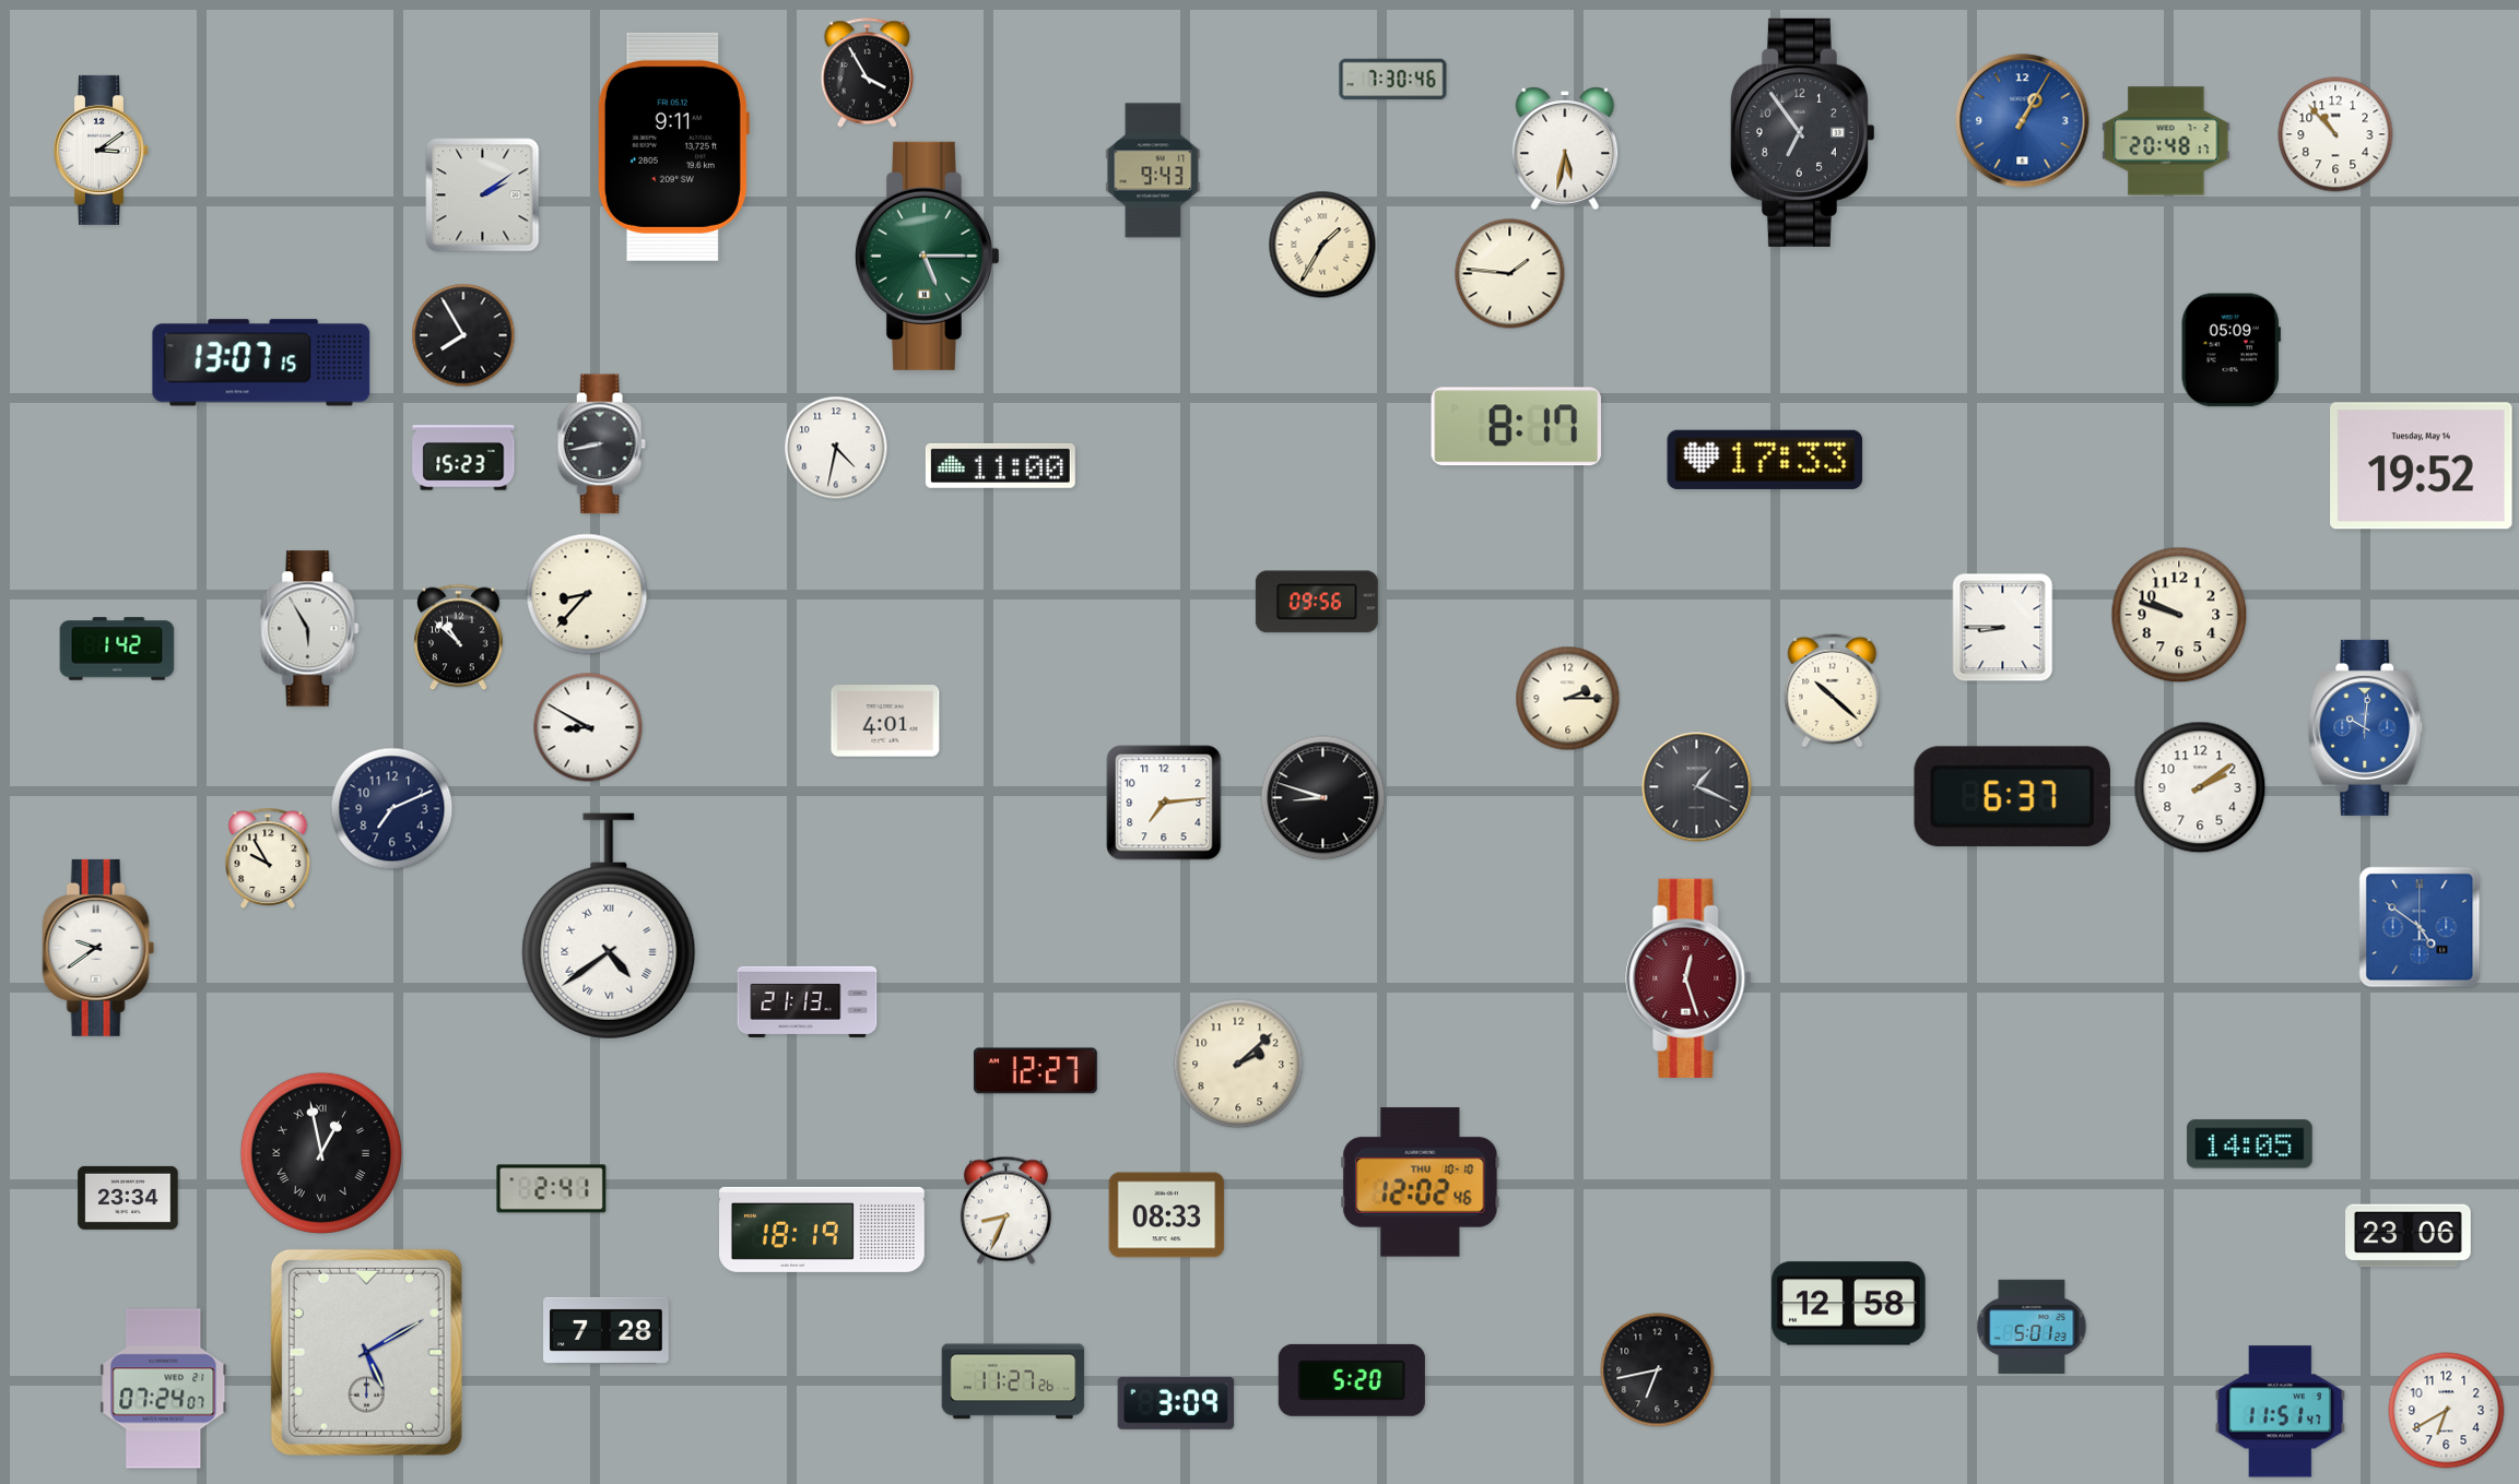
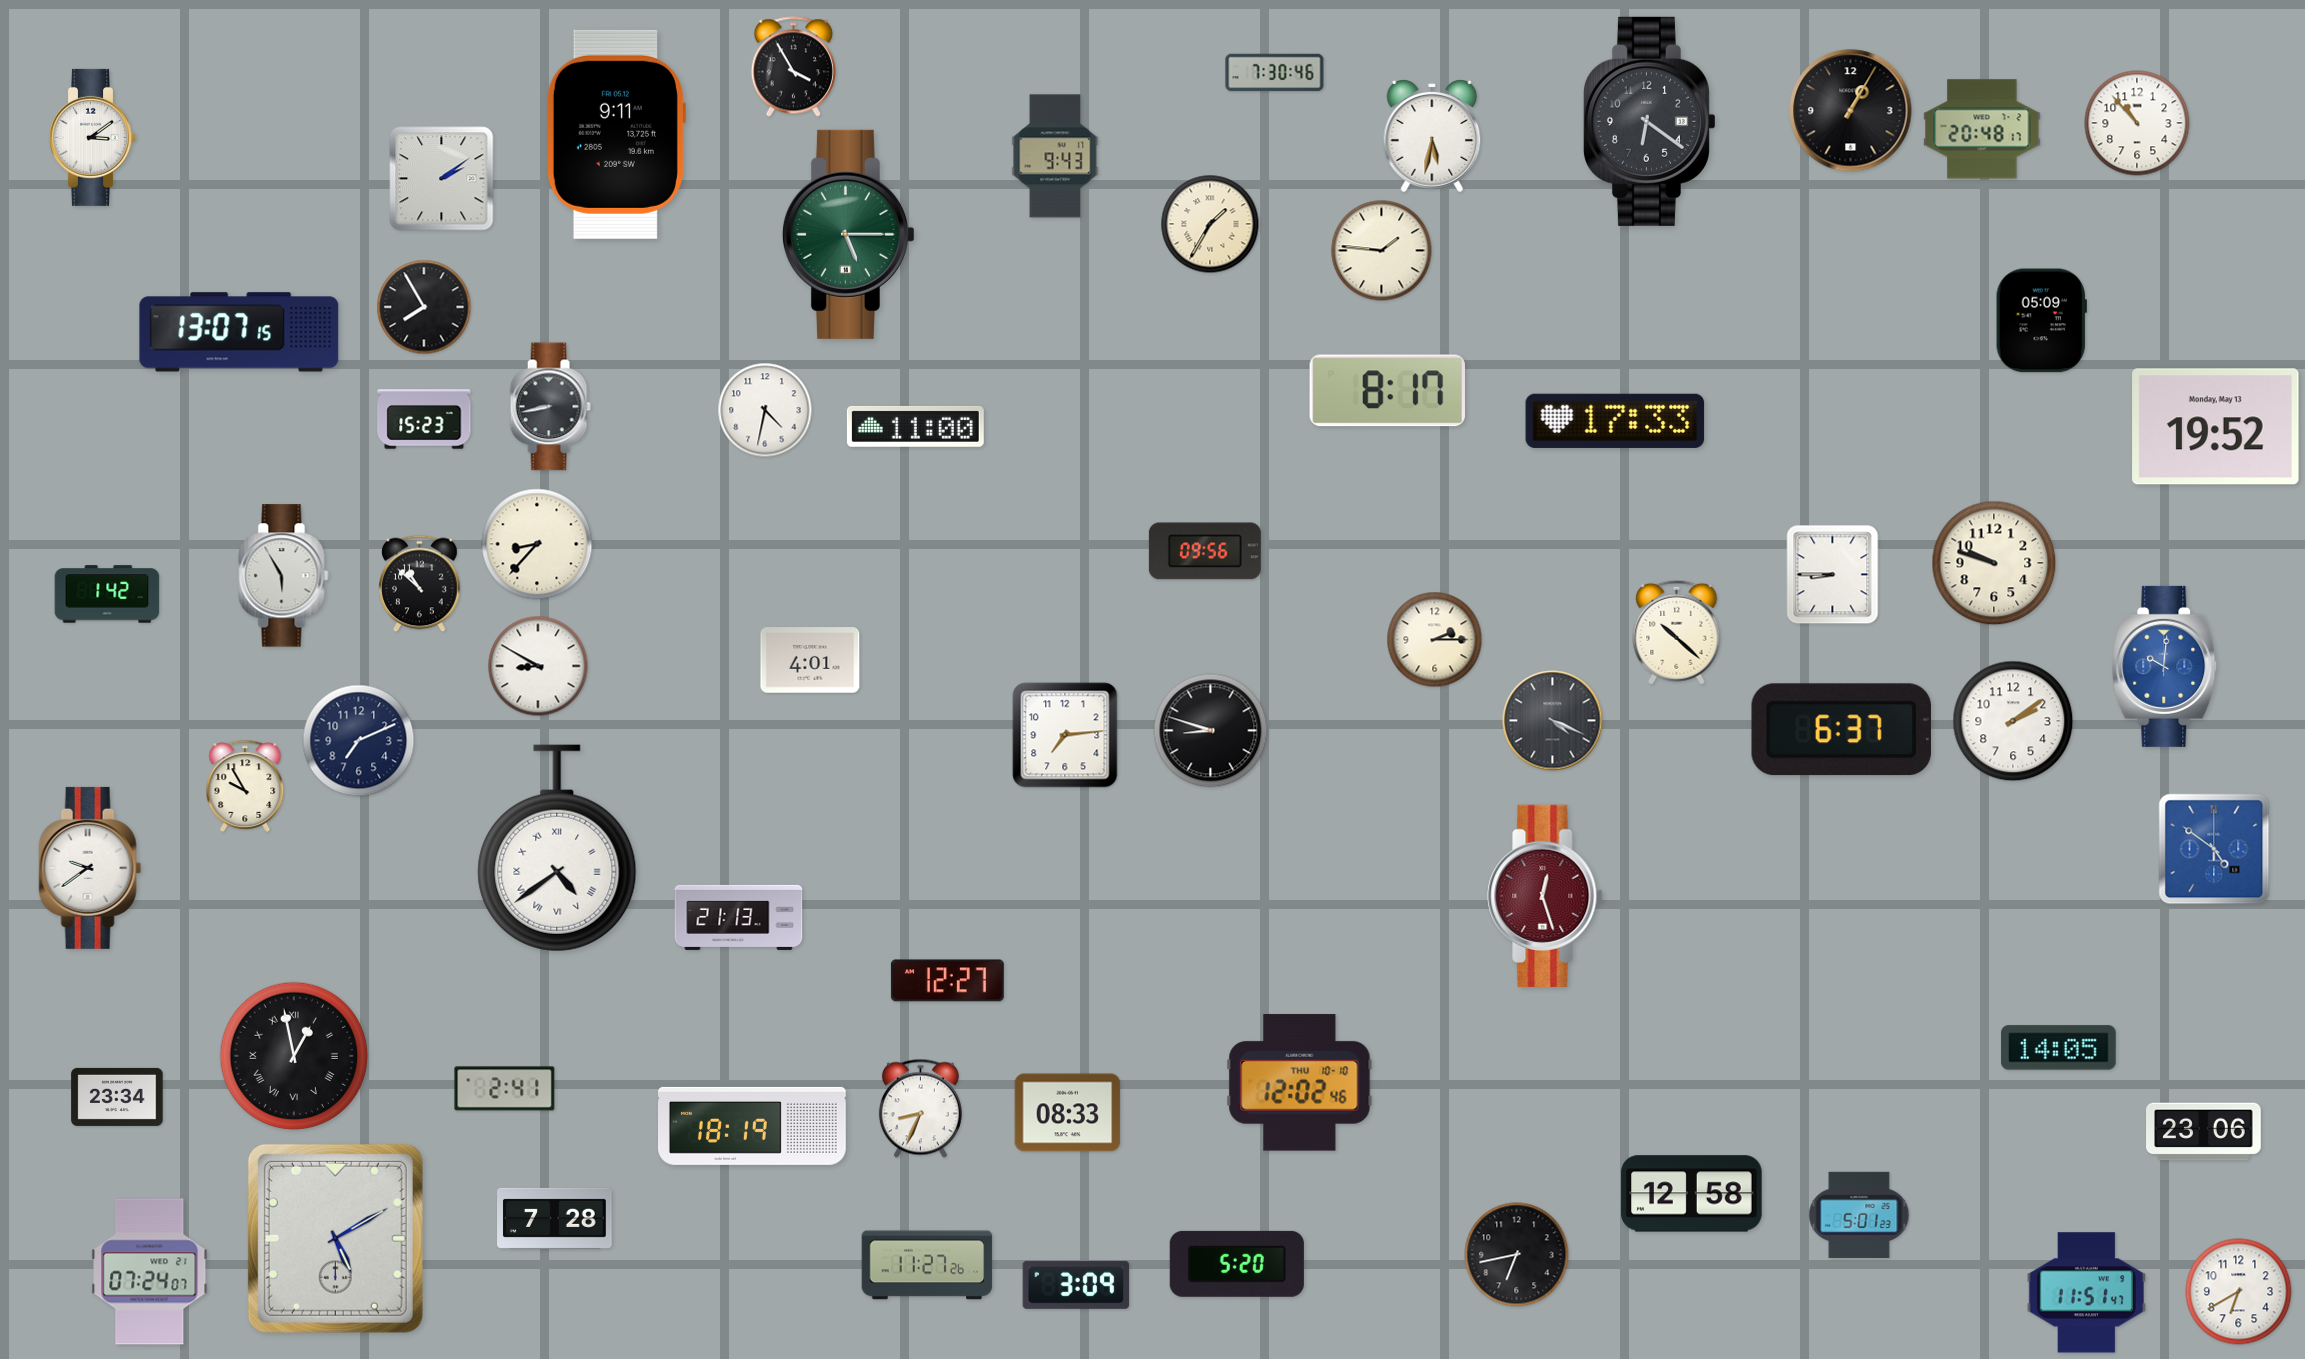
clock at (2023, 121) dial: blue -> black
clock at (1802, 132): 6:54 -> 6:21
clock at (2422, 466) date: Tuesday, May 14 -> Monday, May 13
clock at (1697, 787): 1:19 -> 4:19
clock at (1238, 1064): 2:08 -> none
